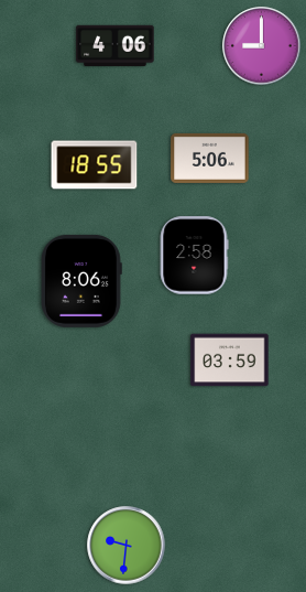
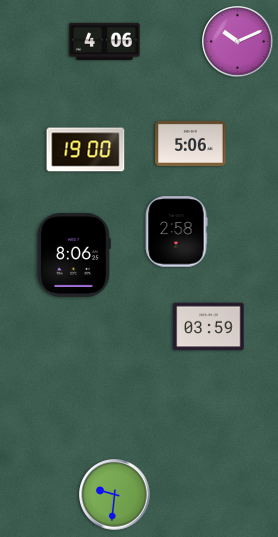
clock at (262, 46): 9:00 -> 10:11
clock at (95, 165): 18:55 -> 19:00
